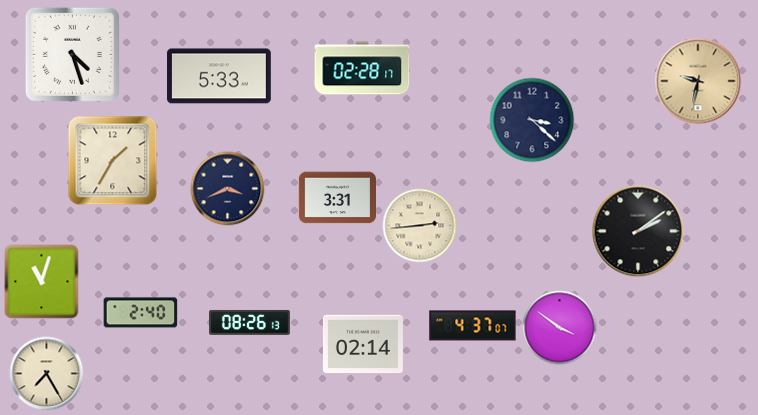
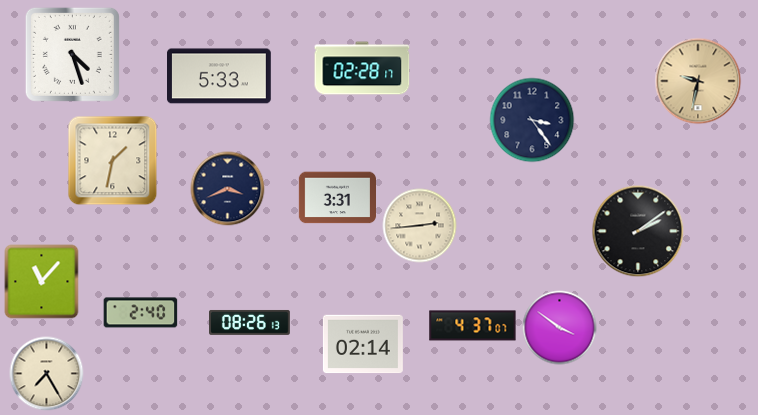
clock at (532, 120): 3:22 -> 3:24
clock at (113, 161): 1:35 -> 1:32
clock at (42, 282): 11:03 -> 11:07
